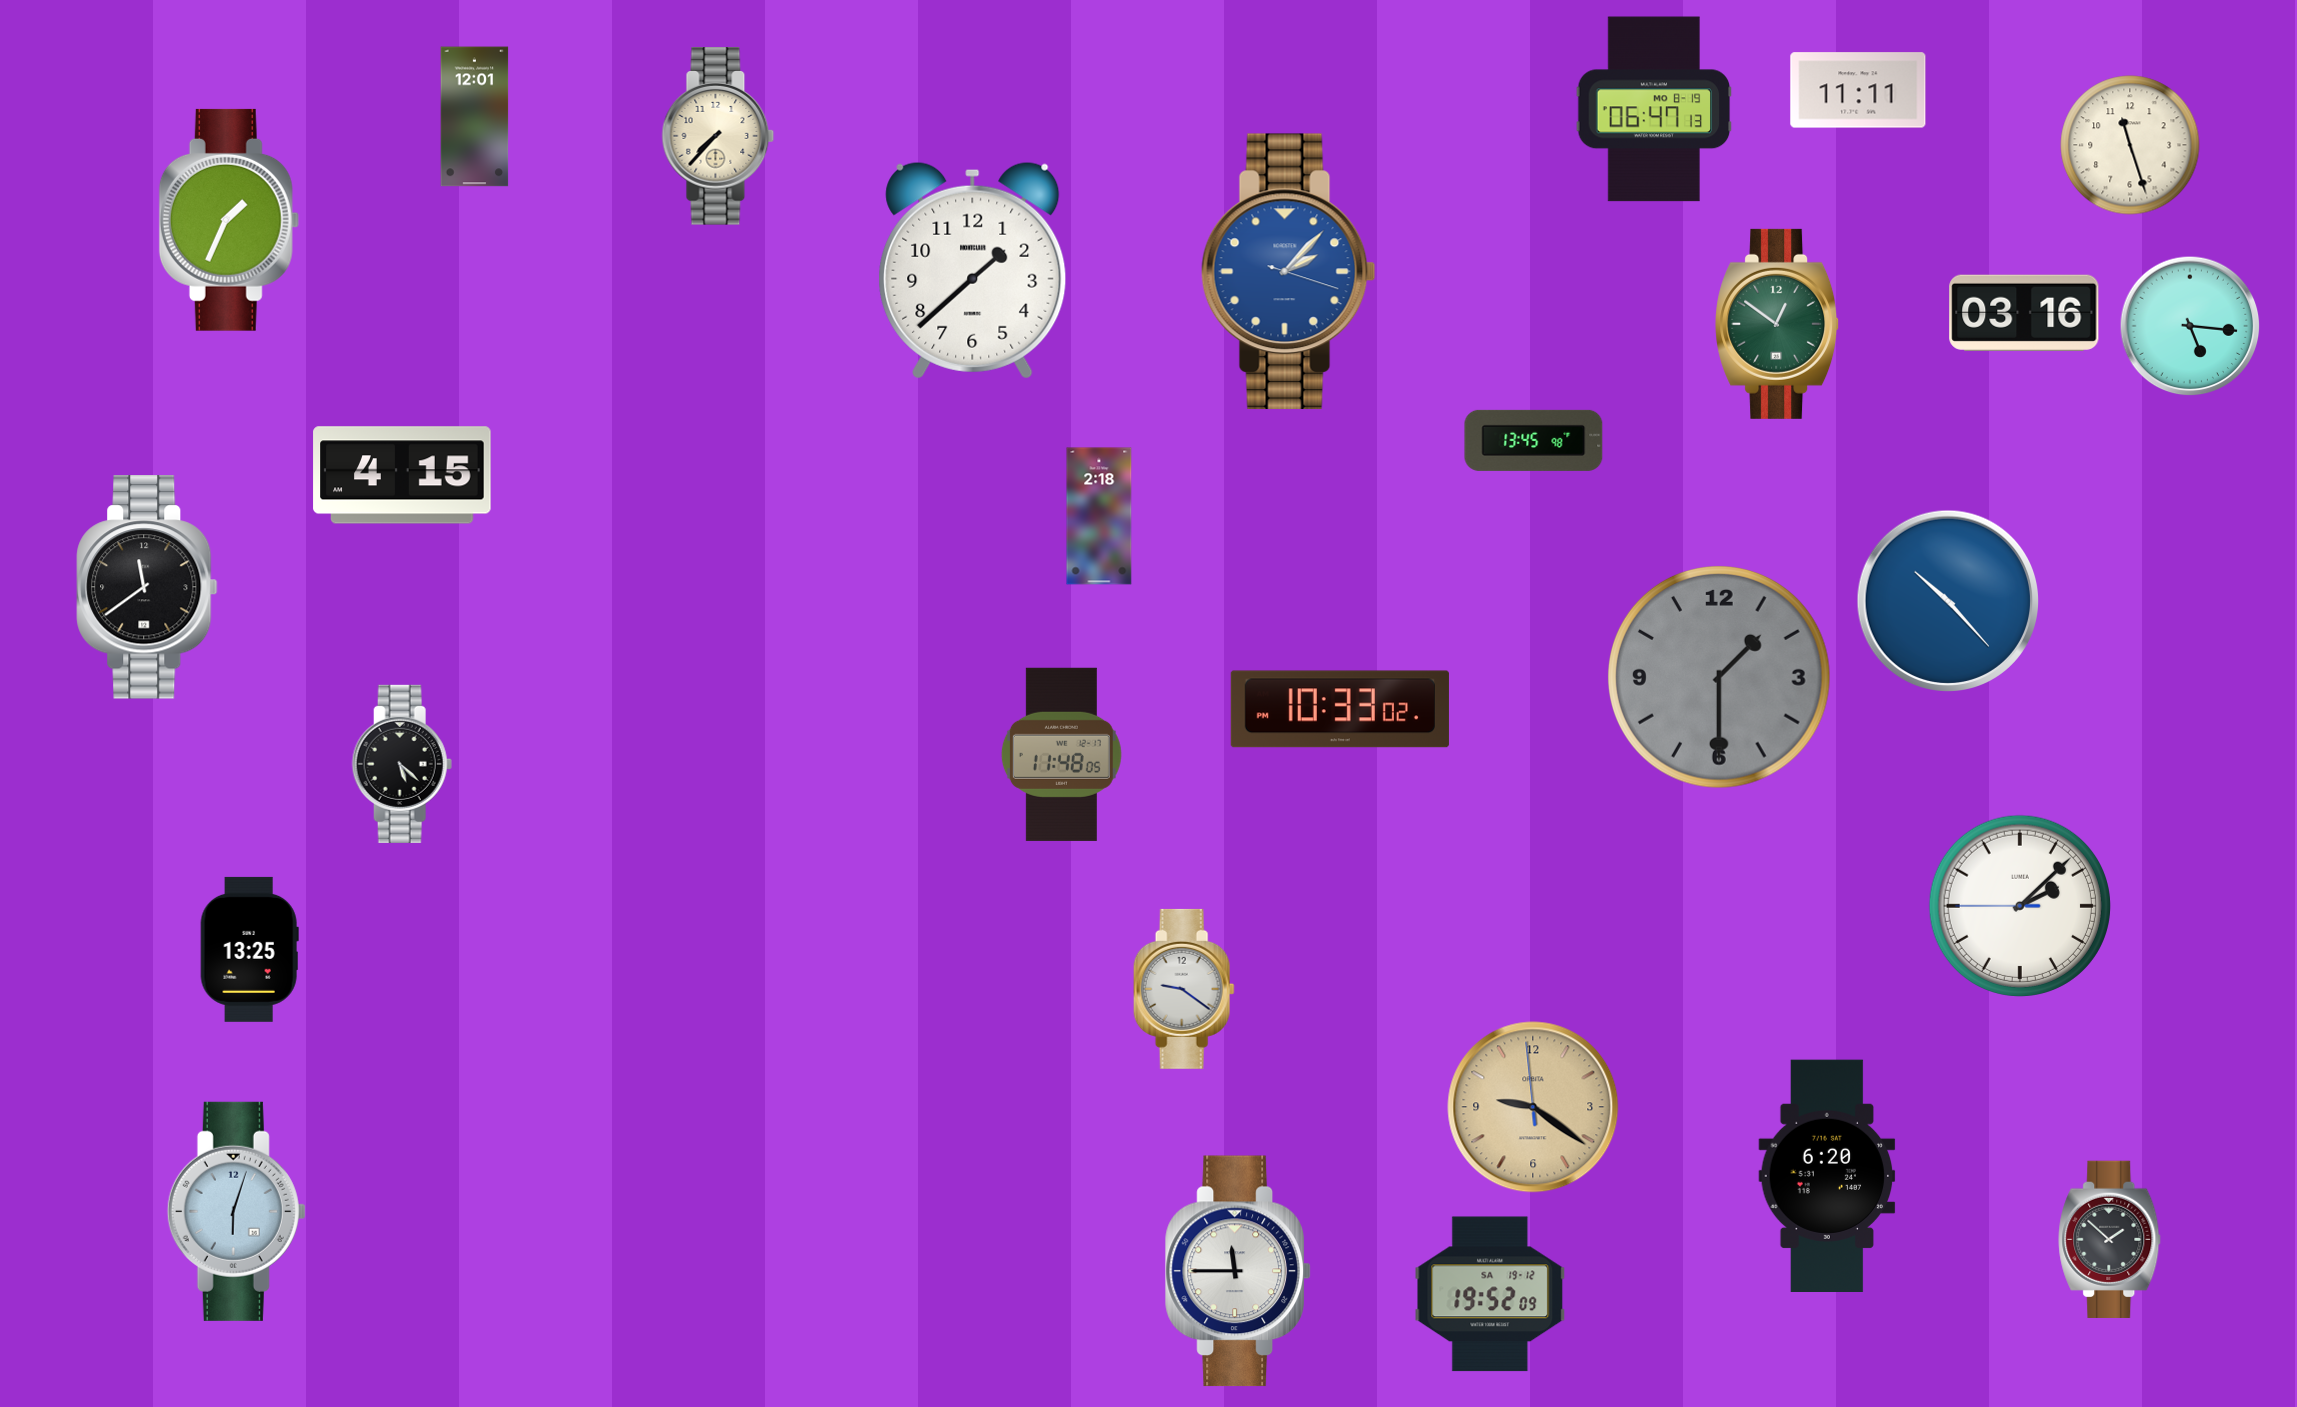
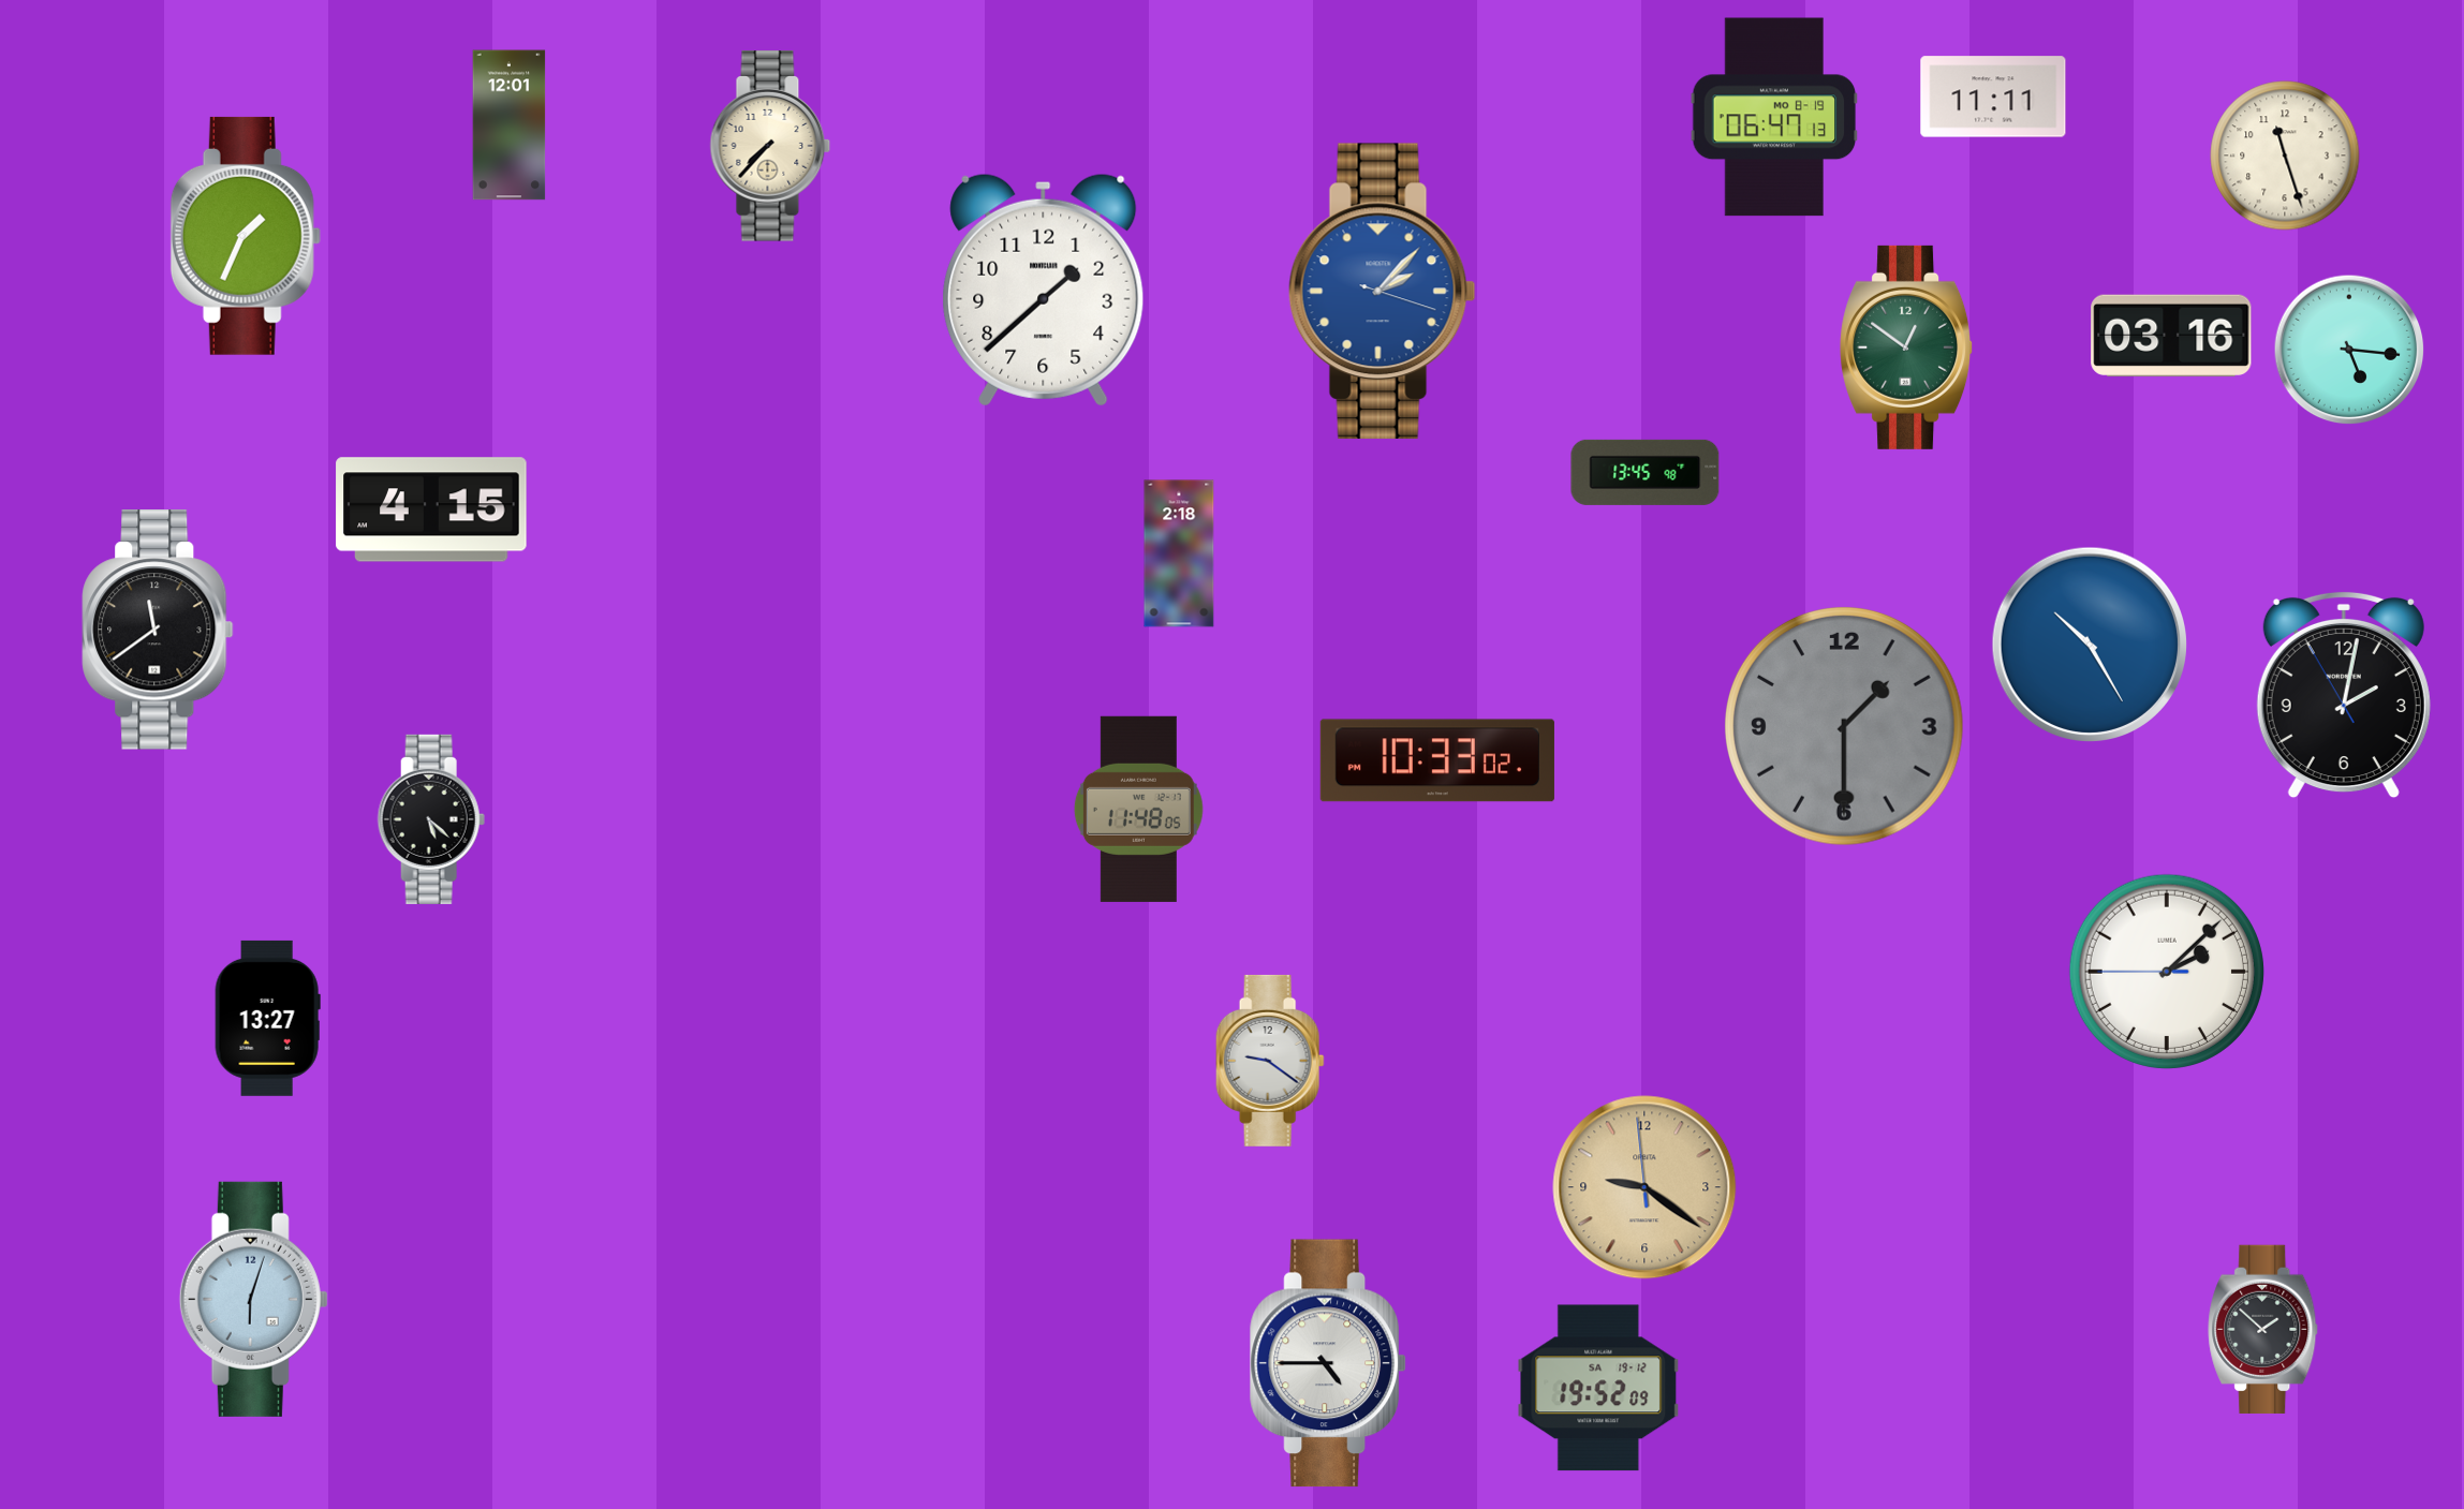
clock at (1947, 600): 10:23 -> 10:25
clock at (2344, 695): none -> 2:01
clock at (249, 949): 13:25 -> 13:27
clock at (1827, 1175): 6:20 -> none
clock at (1238, 1271): 11:45 -> 4:45
